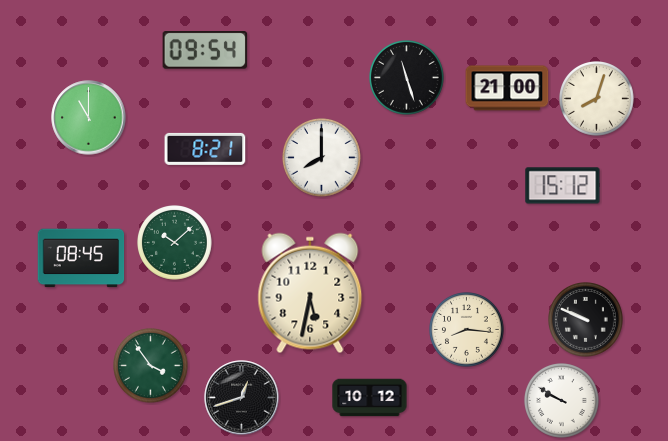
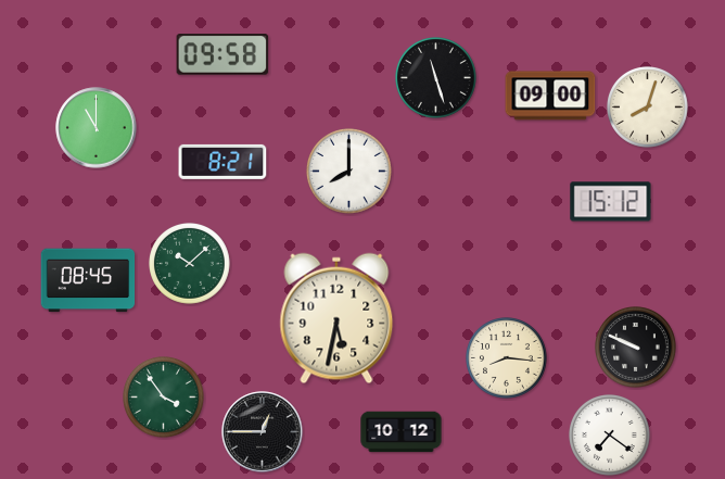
clock at (205, 51): 09:54 -> 09:58
clock at (407, 78) position: (407, 78) -> (436, 78)
clock at (507, 88): 21:00 -> 09:00
clock at (242, 398): 12:42 -> 12:45
clock at (562, 401): 9:50 -> 7:21
